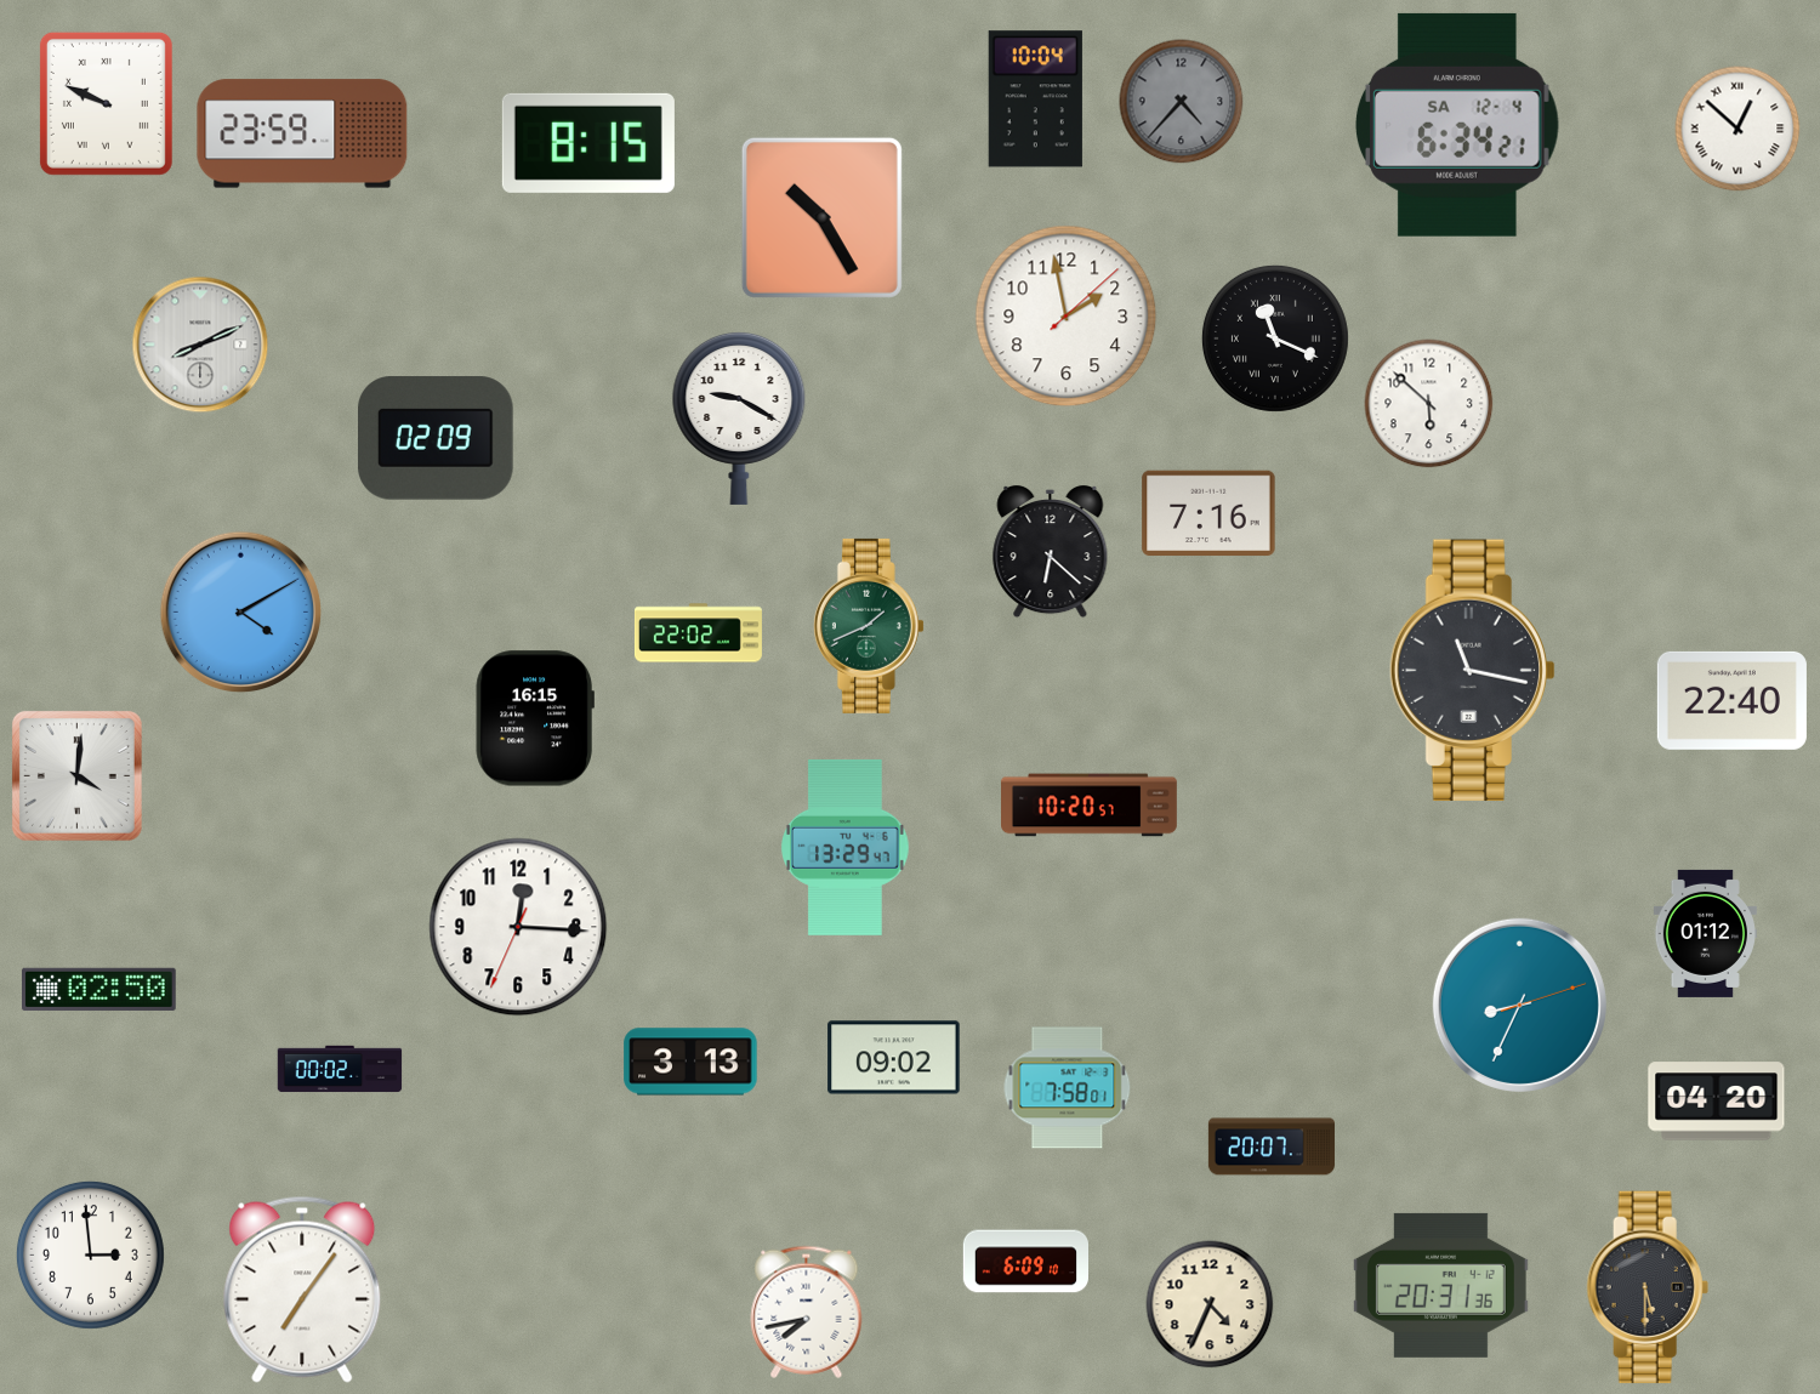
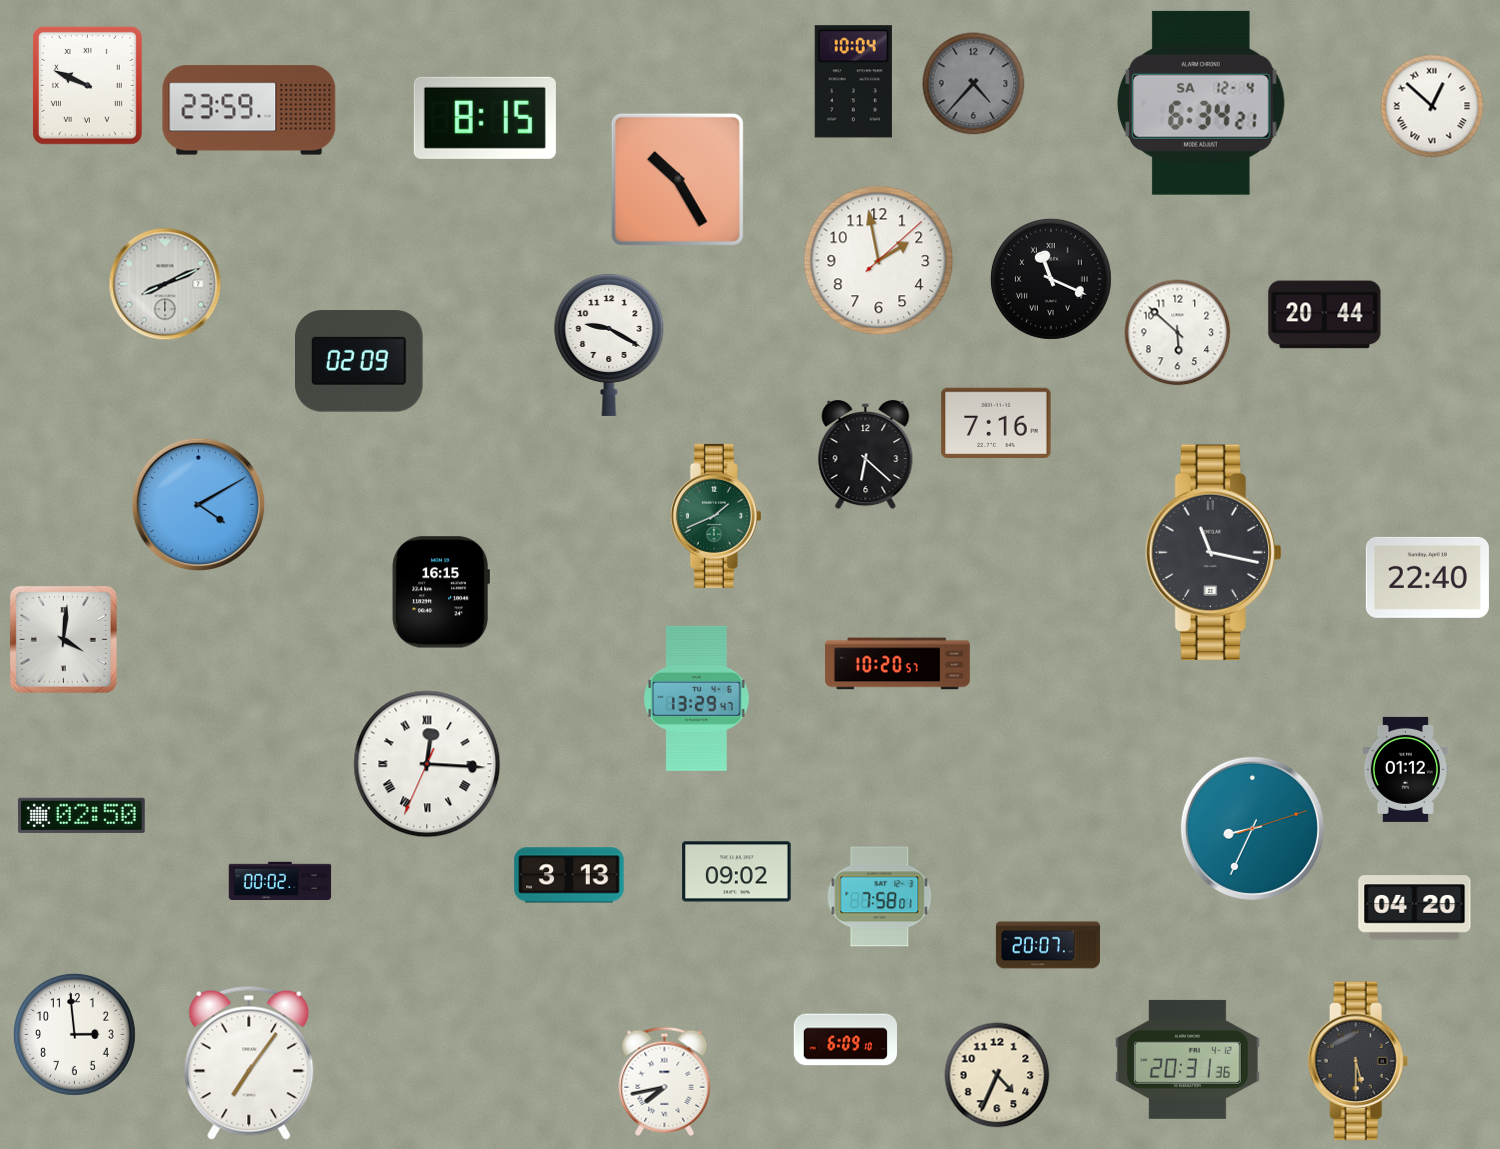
clock at (1325, 315): none -> 20:44
clock at (698, 633): 22:02 -> none
clock at (518, 927) numerals: Arabic -> Roman
